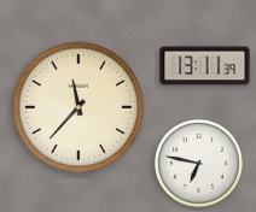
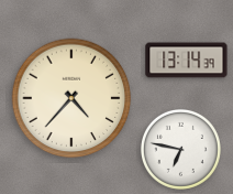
clock at (205, 66): 13:11 -> 13:14
clock at (78, 107): 11:37 -> 4:37
